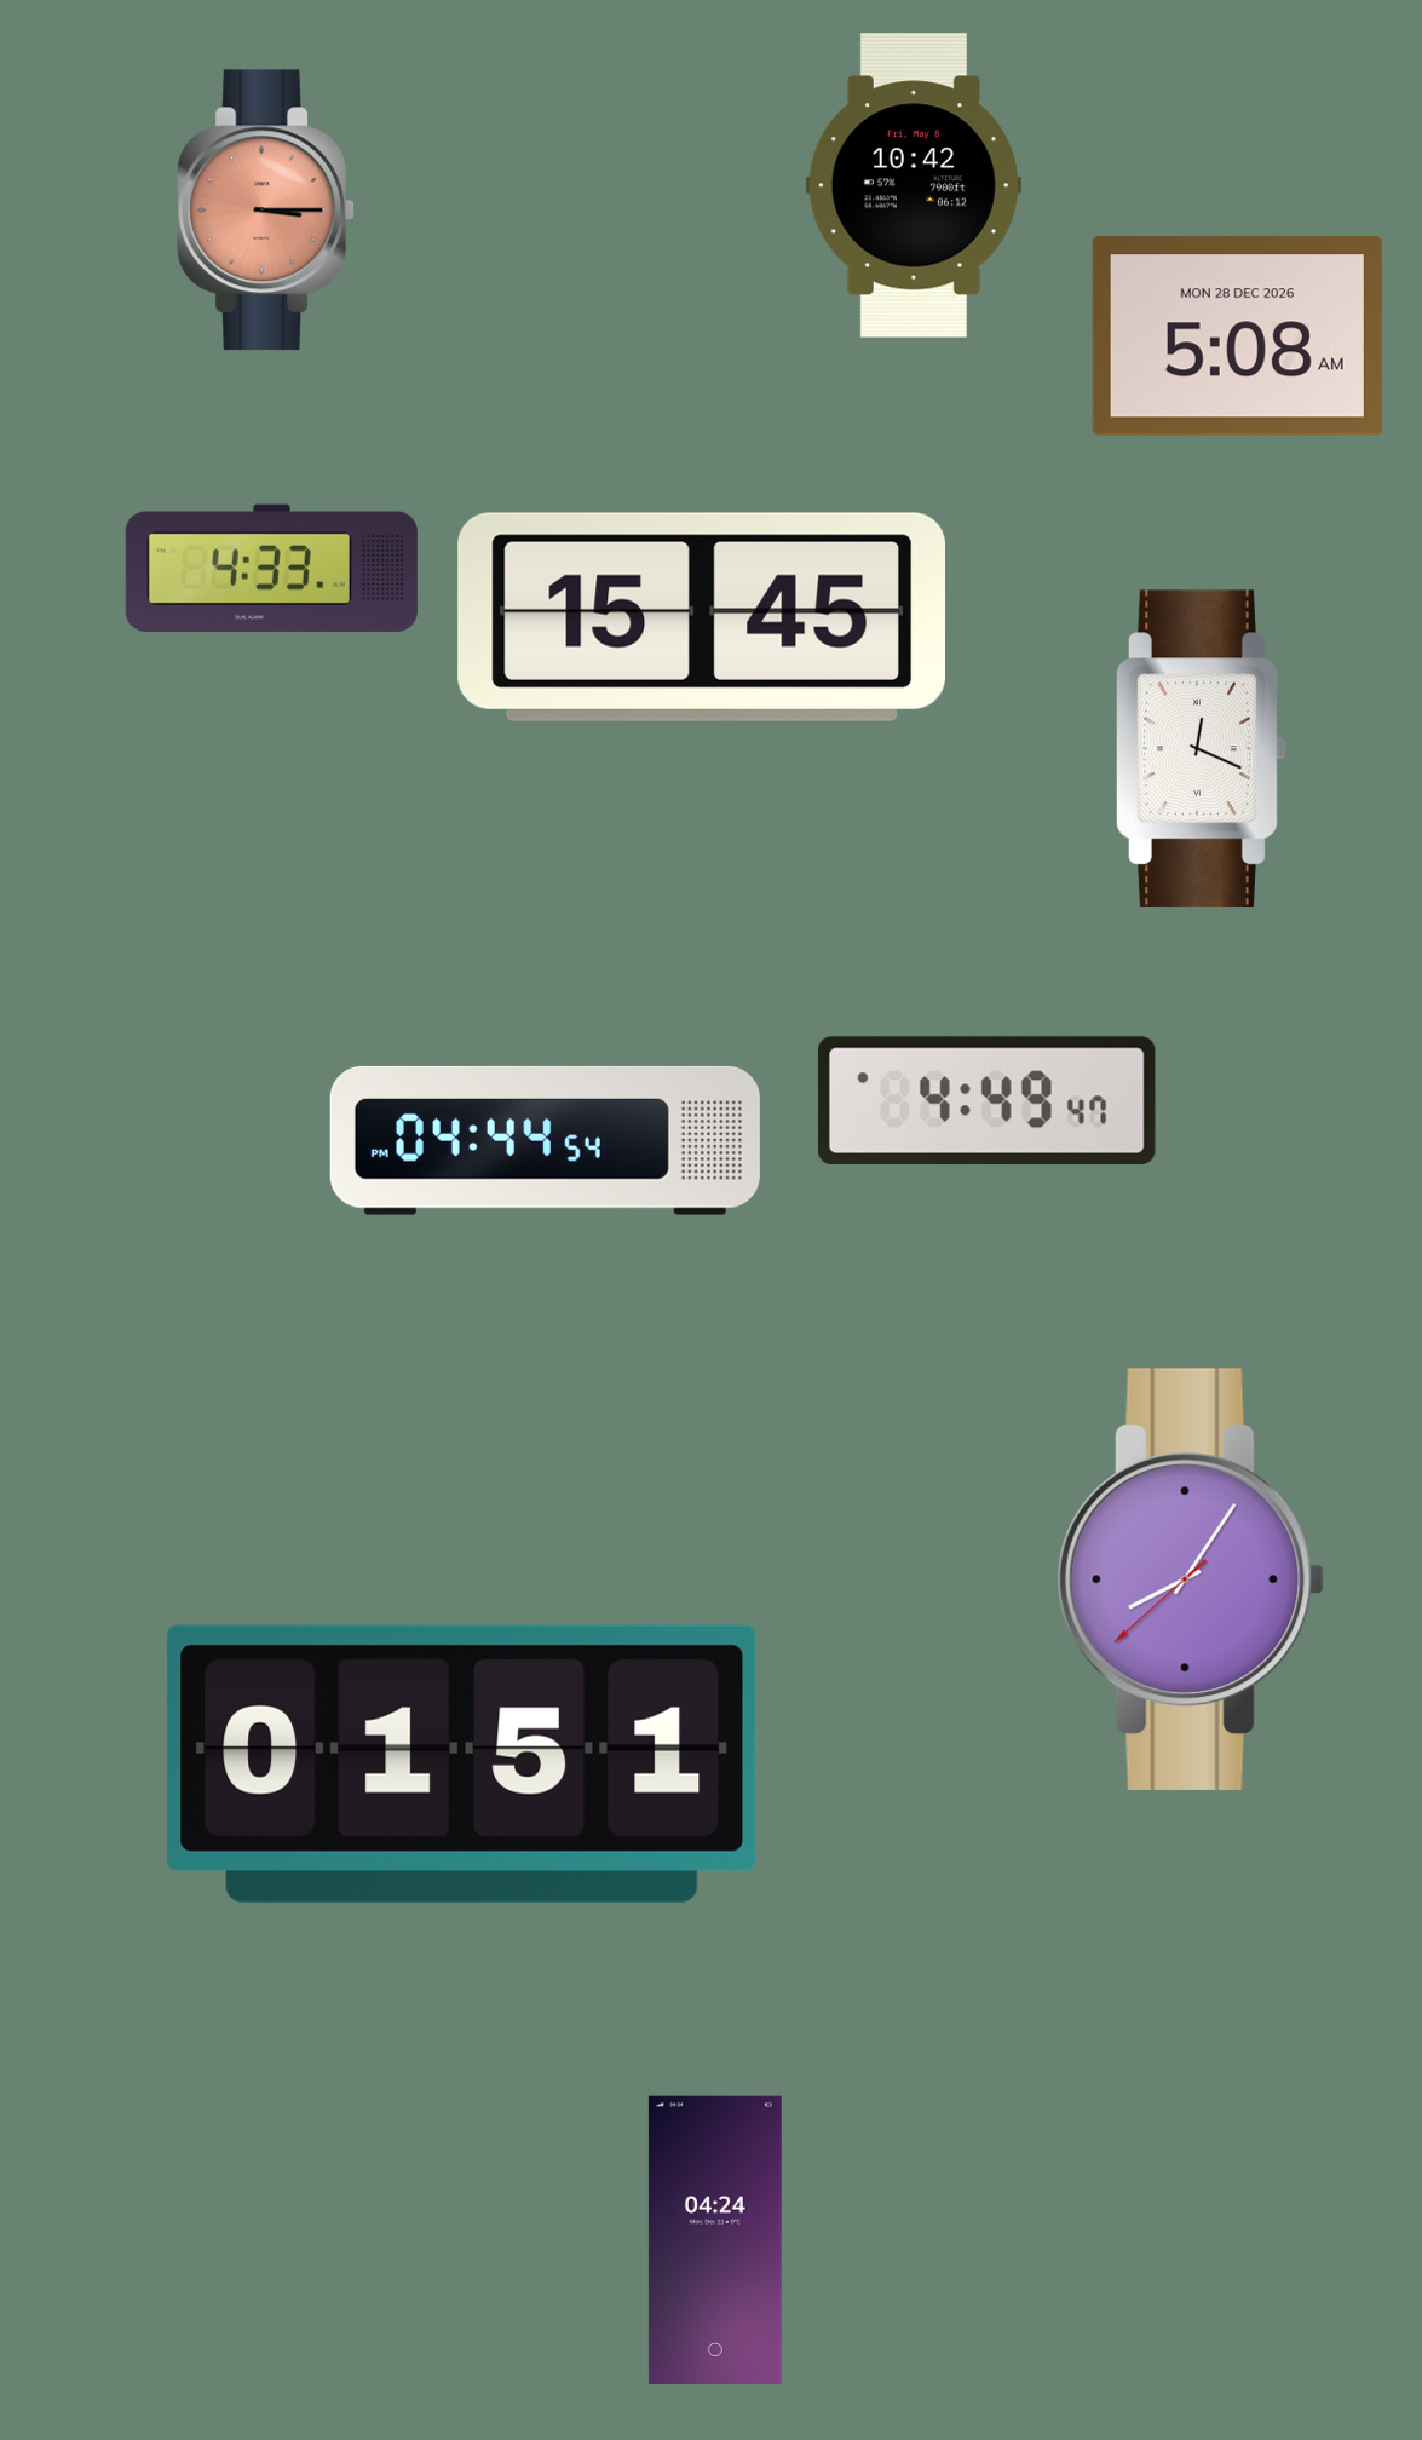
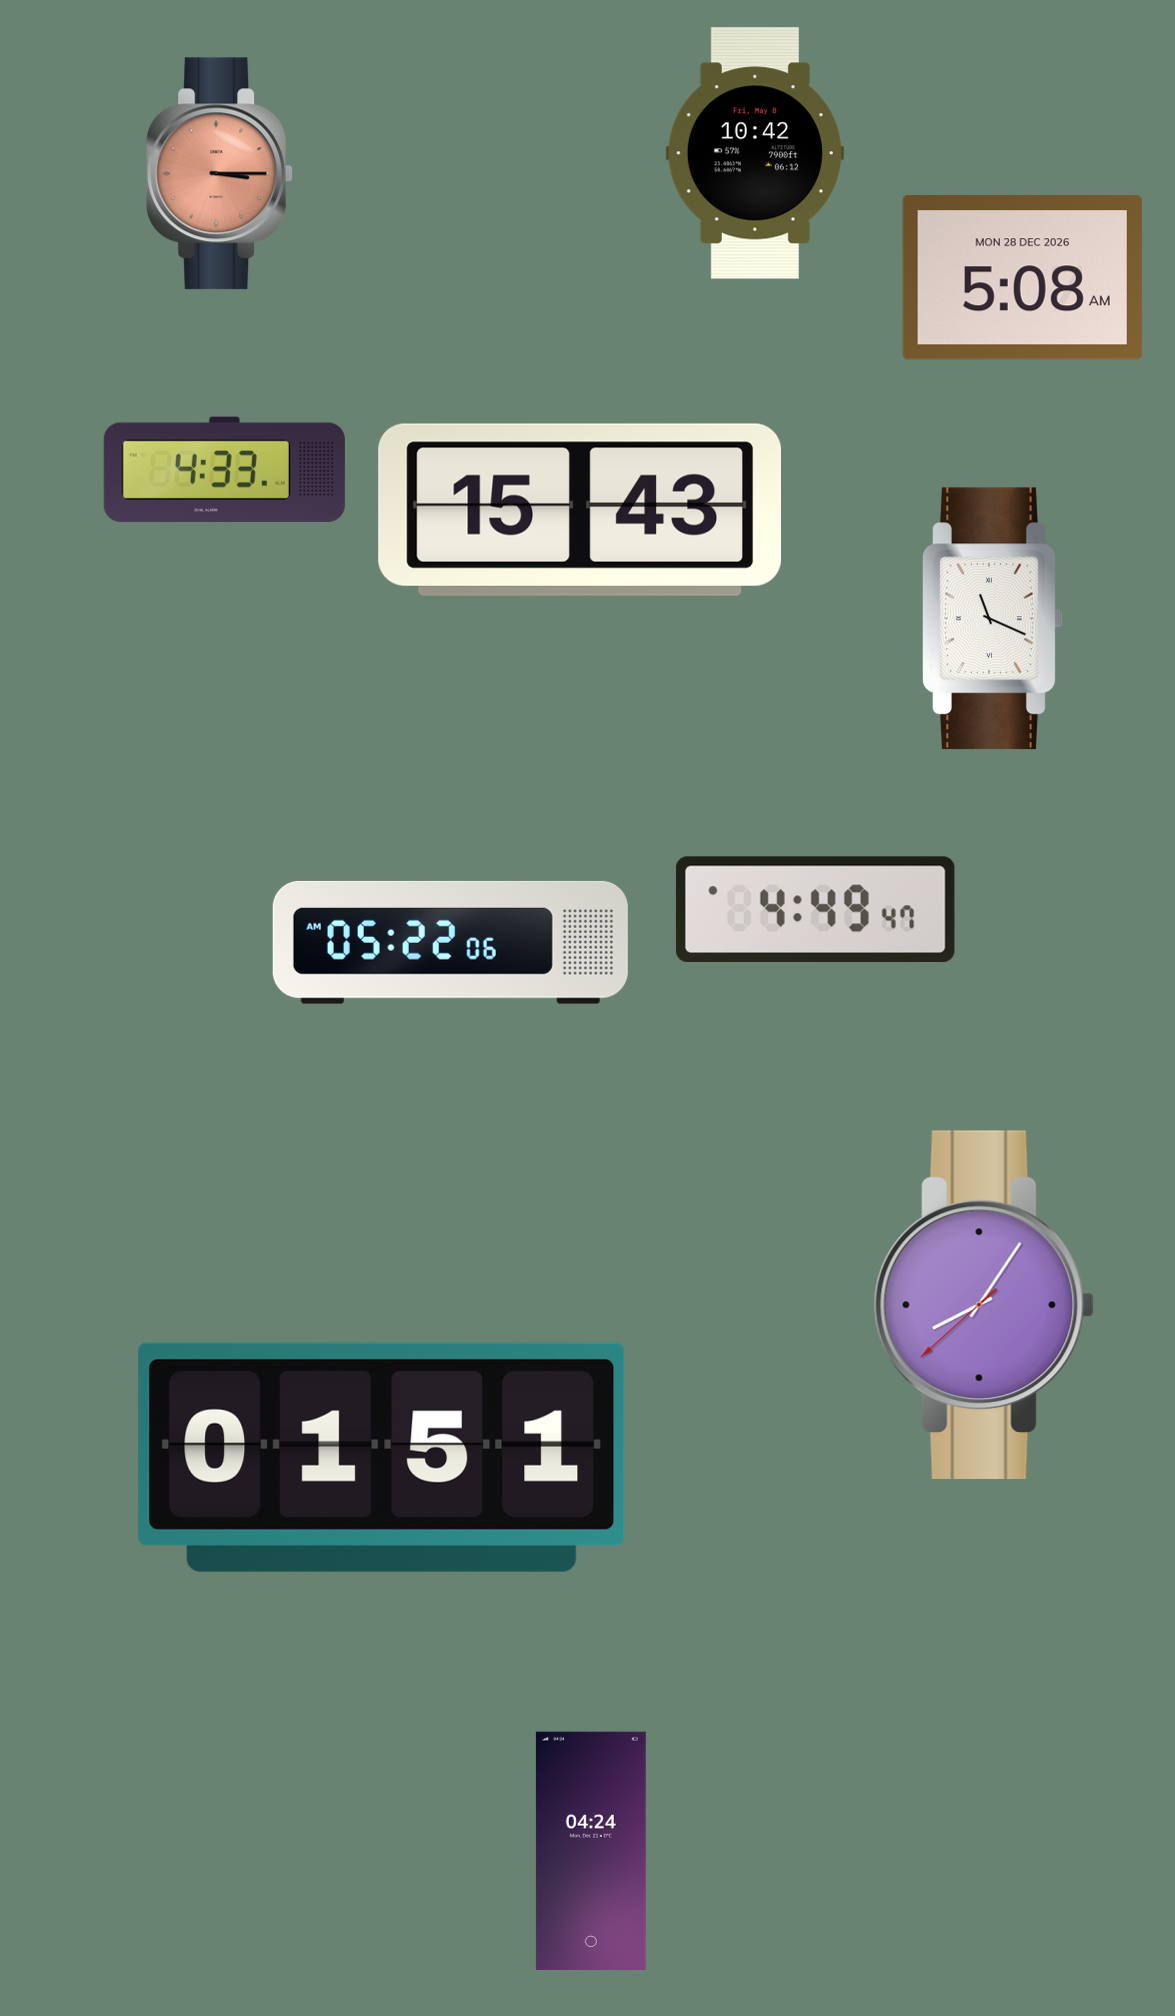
clock at (702, 617): 15:45 -> 15:43
clock at (1202, 749): 12:19 -> 11:19
clock at (545, 1140): 04:44 -> 05:22
